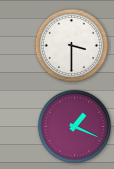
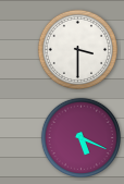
clock at (74, 126): 1:19 -> 5:19
